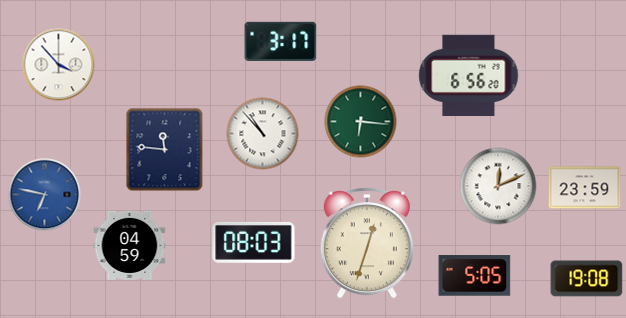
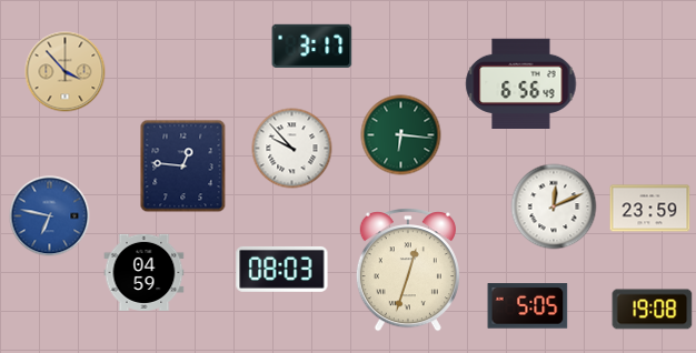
clock at (59, 65) dial: white -> champagne
clock at (469, 76): 6:56:20 -> 6:56:49
clock at (263, 134): 10:53 -> 9:53
clock at (165, 150): 11:46 -> 12:46
